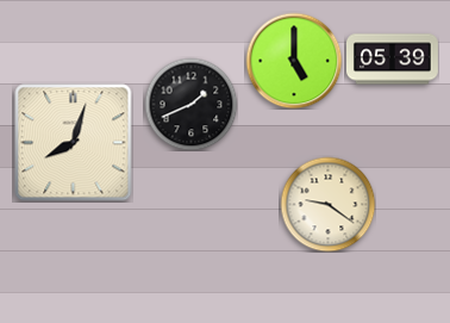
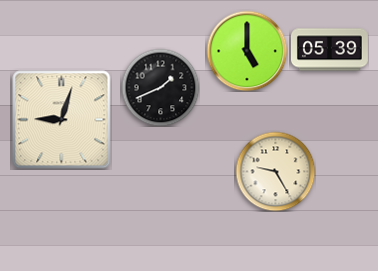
clock at (74, 143): 8:03 -> 9:03
clock at (327, 204): 9:21 -> 9:25
